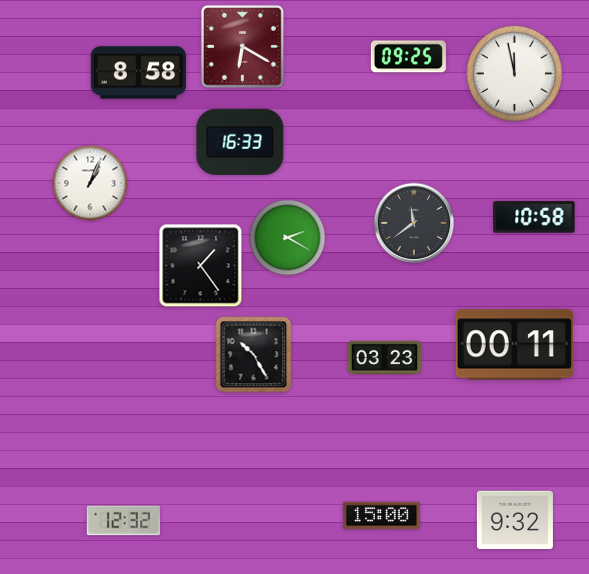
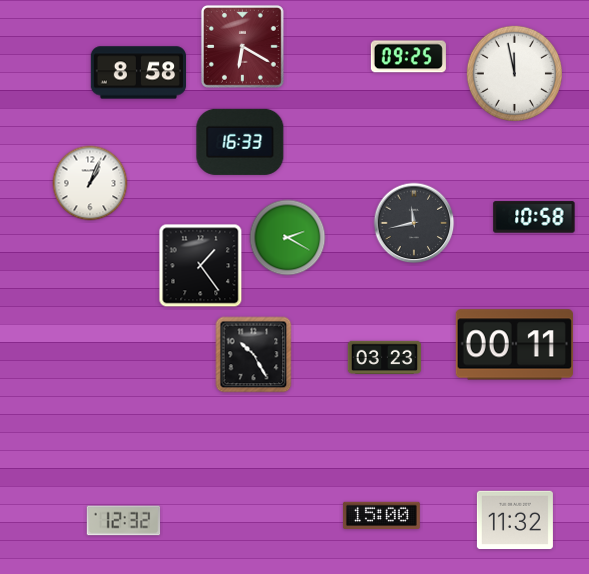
clock at (414, 223): 11:39 -> 11:43
clock at (515, 520): 9:32 -> 11:32
